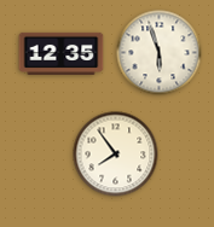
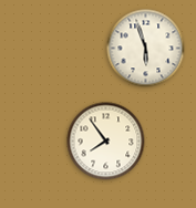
clock at (62, 53): 12:35 -> none
